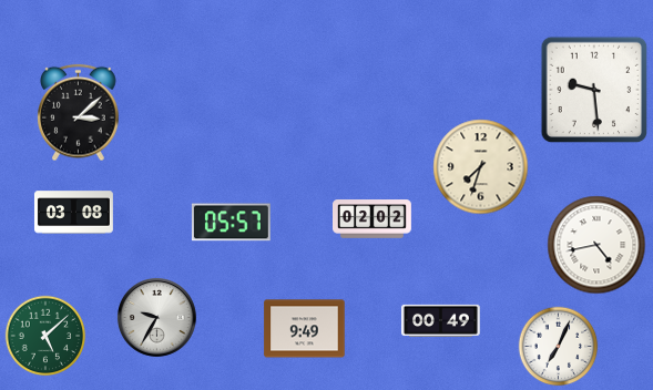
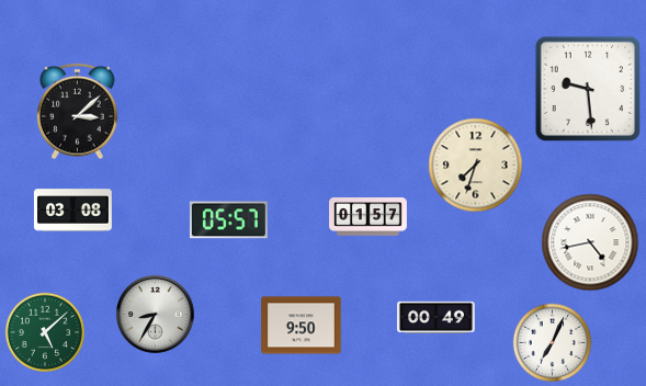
clock at (373, 219): 02:02 -> 01:57
clock at (156, 317): 9:35 -> 8:35
clock at (305, 329): 9:49 -> 9:50
